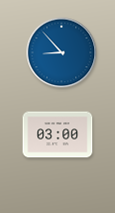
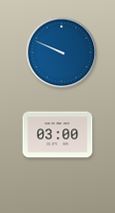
clock at (62, 53): 8:53 -> 9:49
